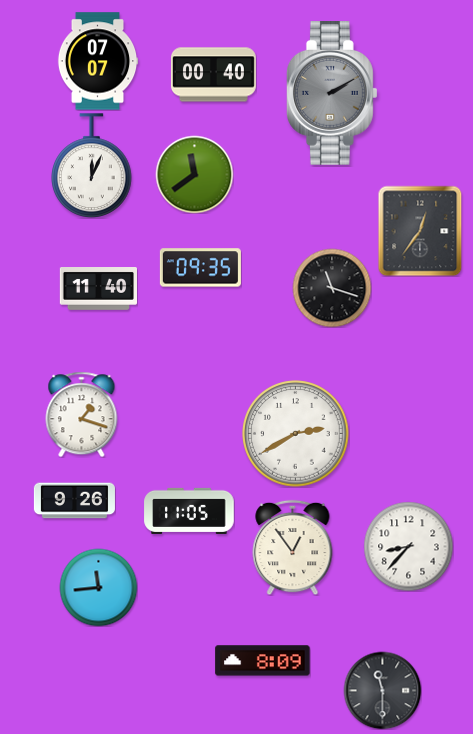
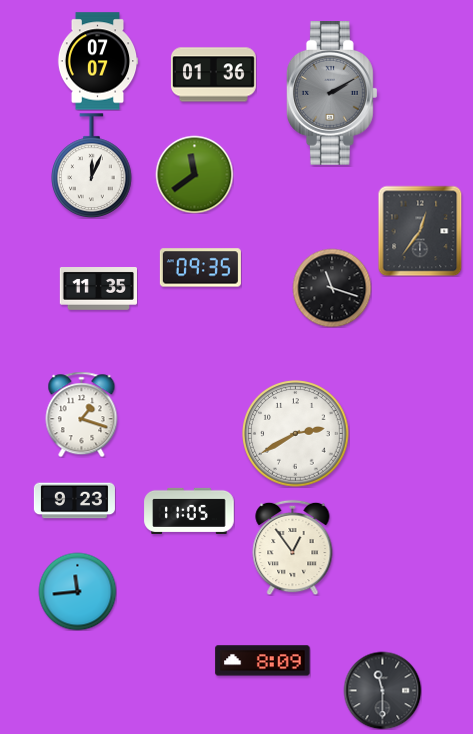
clock at (213, 75): 00:40 -> 01:36
clock at (98, 289): 11:40 -> 11:35
clock at (74, 501): 9:26 -> 9:23
clock at (408, 546): 8:37 -> none
clock at (98, 587) position: (98, 587) -> (77, 591)
